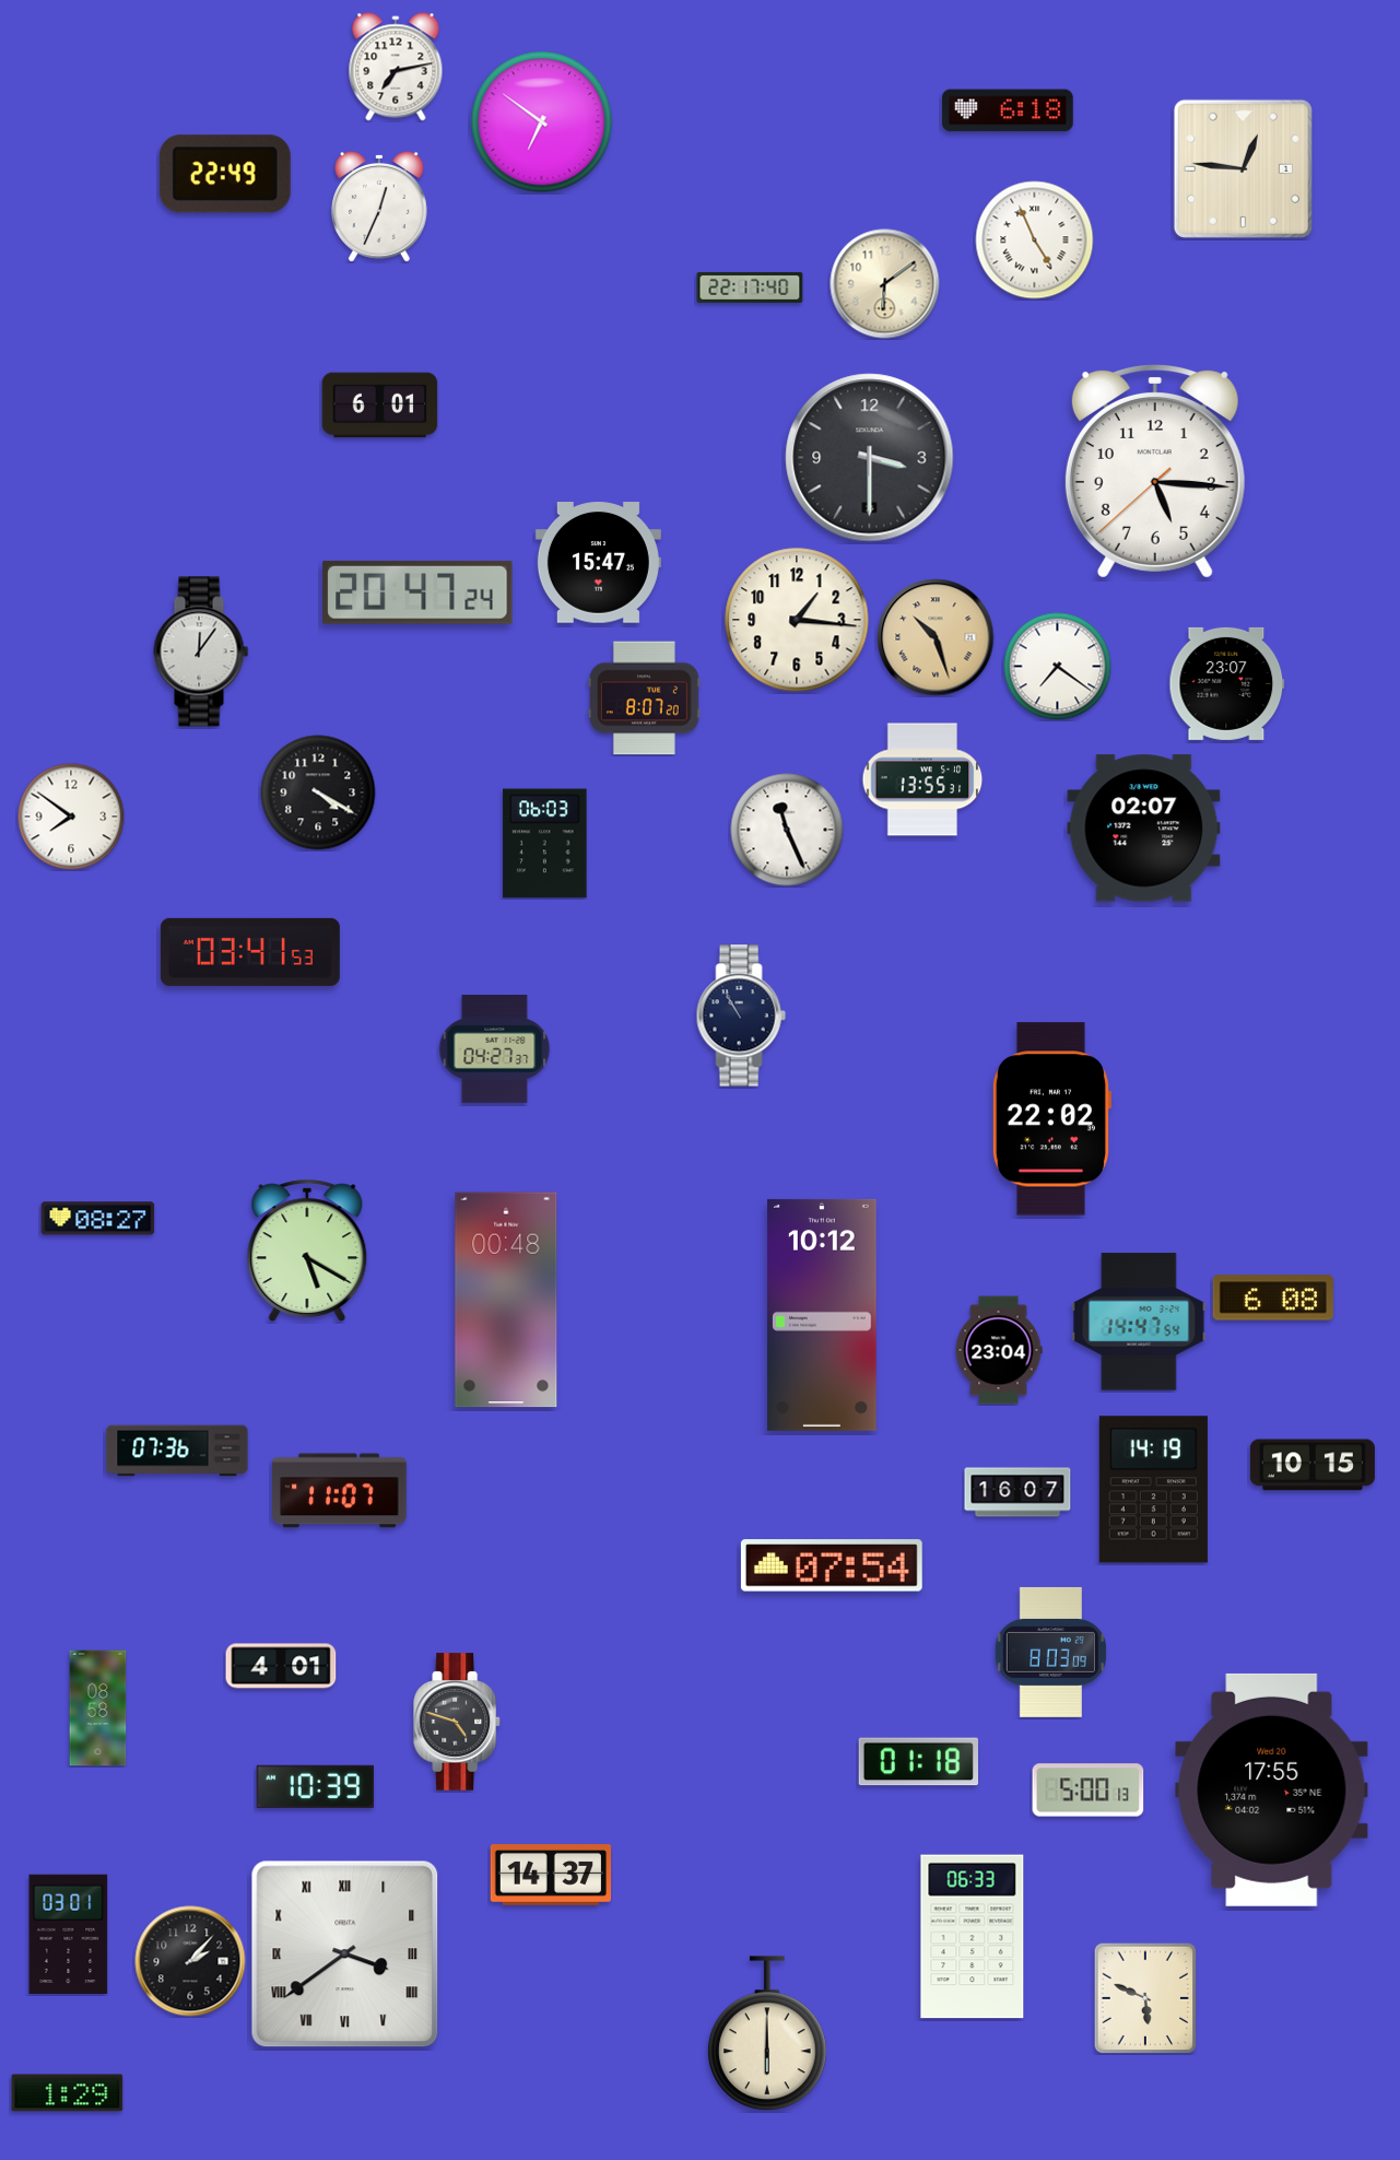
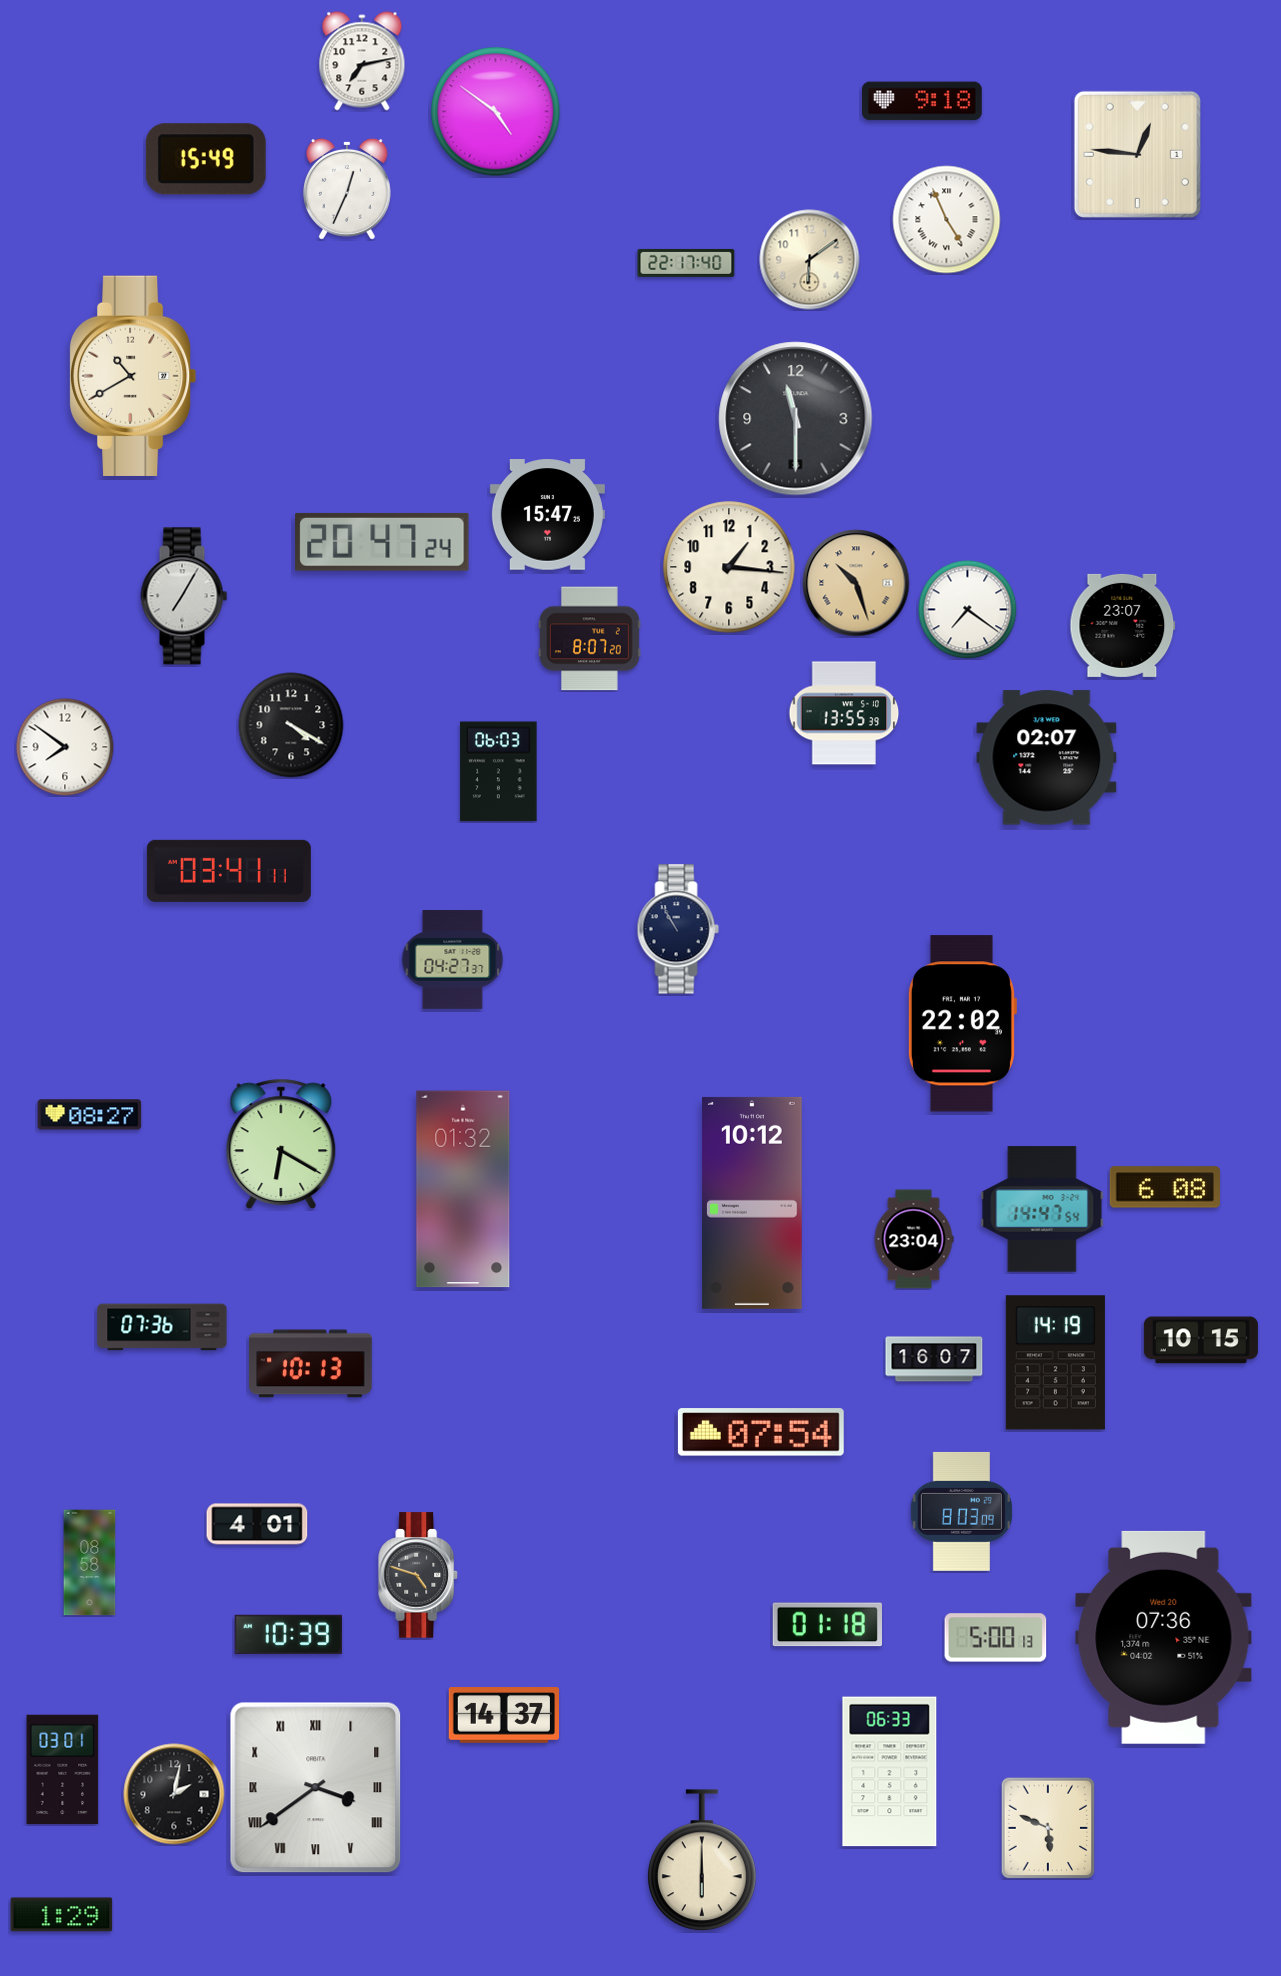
clock at (1008, 110): 6:18 -> 9:18
clock at (542, 122): 6:51 -> 4:51
clock at (225, 174): 22:49 -> 15:49
clock at (380, 406): 6:01 -> none
clock at (133, 376): none -> 10:40
clock at (870, 458): 3:30 -> 11:30
clock at (1155, 472): 5:15 -> none
clock at (201, 651): 12:06 -> 7:05
clock at (922, 779): 13:55:31 -> 13:55:39
clock at (787, 830): 11:26 -> none
clock at (250, 952): 03:41:53 -> 03:41:11
clock at (307, 1251): 5:20 -> 6:20
clock at (506, 1300): 00:48 -> 01:32
clock at (999, 1350) position: (999, 1350) -> (914, 1239)
clock at (340, 1491): 11:07 -> 10:13
clock at (1017, 1492) position: (1017, 1492) -> (934, 1359)
clock at (918, 1762) position: (918, 1762) -> (827, 1625)
clock at (1272, 1789): 17:55 -> 07:36
clock at (190, 1961): 2:07 -> 2:02
